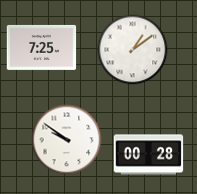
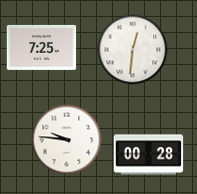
clock at (133, 50): 1:09 -> 12:31
clock at (67, 140): 9:51 -> 9:46
